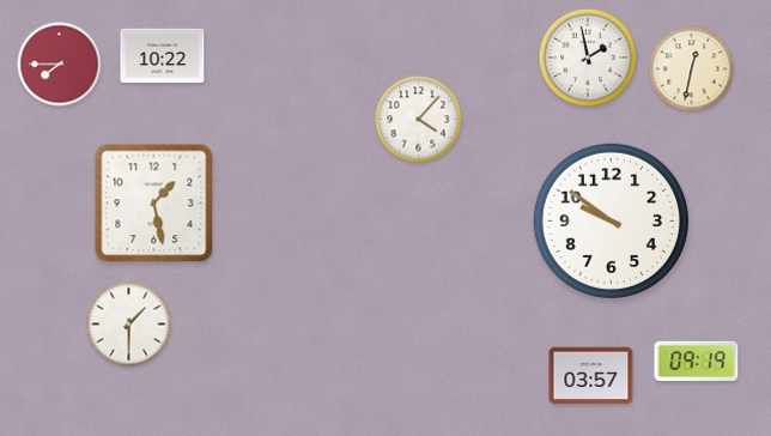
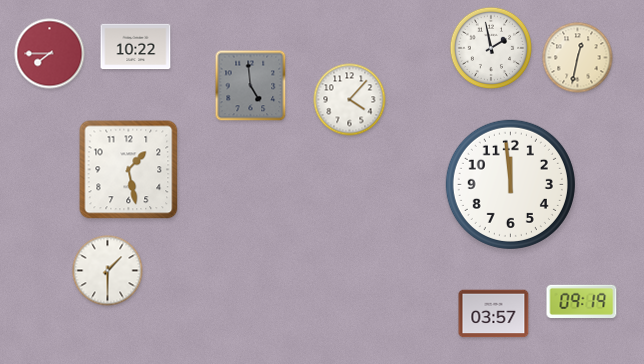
clock at (251, 86): none -> 4:59
clock at (611, 220): 9:51 -> 11:59
